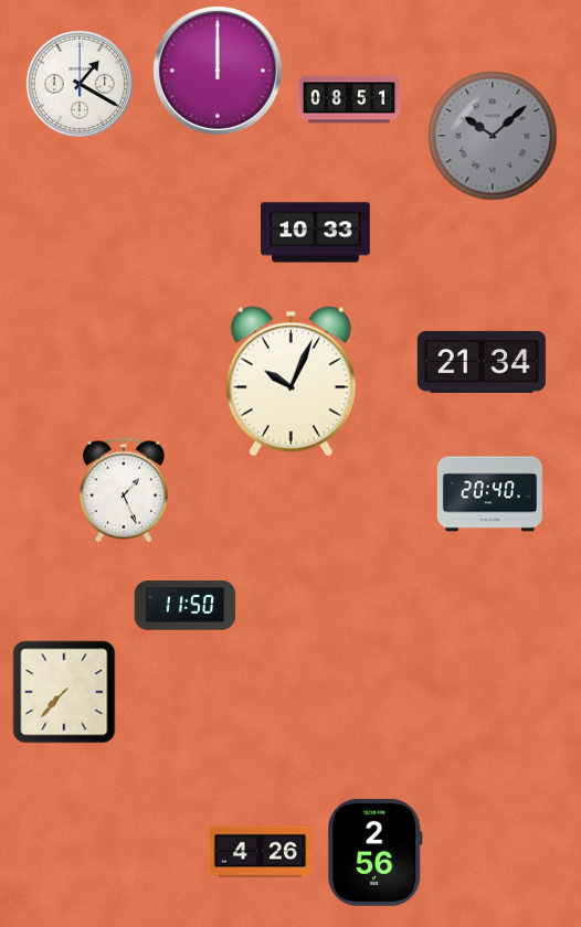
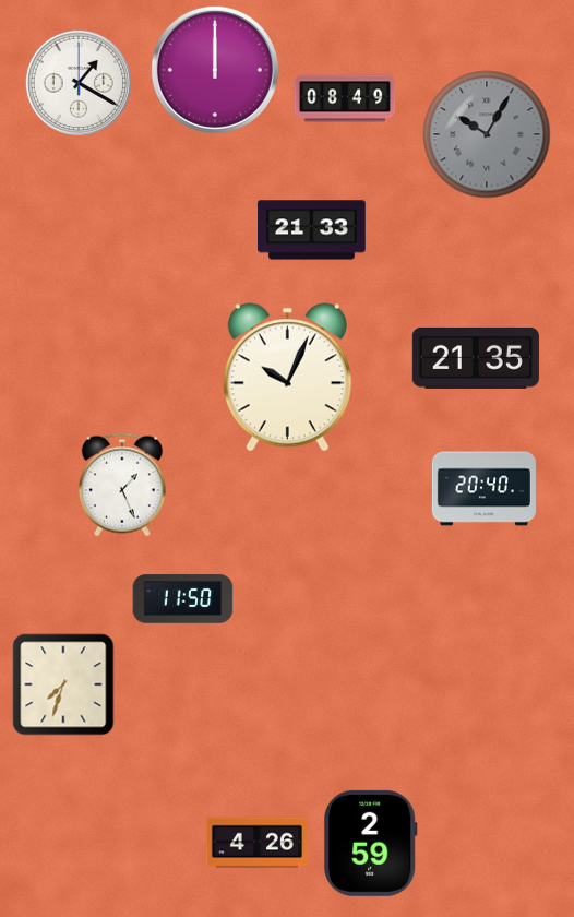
clock at (349, 99): 08:51 -> 08:49
clock at (493, 136): 10:08 -> 10:05
clock at (316, 233): 10:33 -> 21:33
clock at (482, 362): 21:34 -> 21:35
clock at (64, 692): 7:37 -> 7:33
clock at (376, 852): 2:56 -> 2:59
